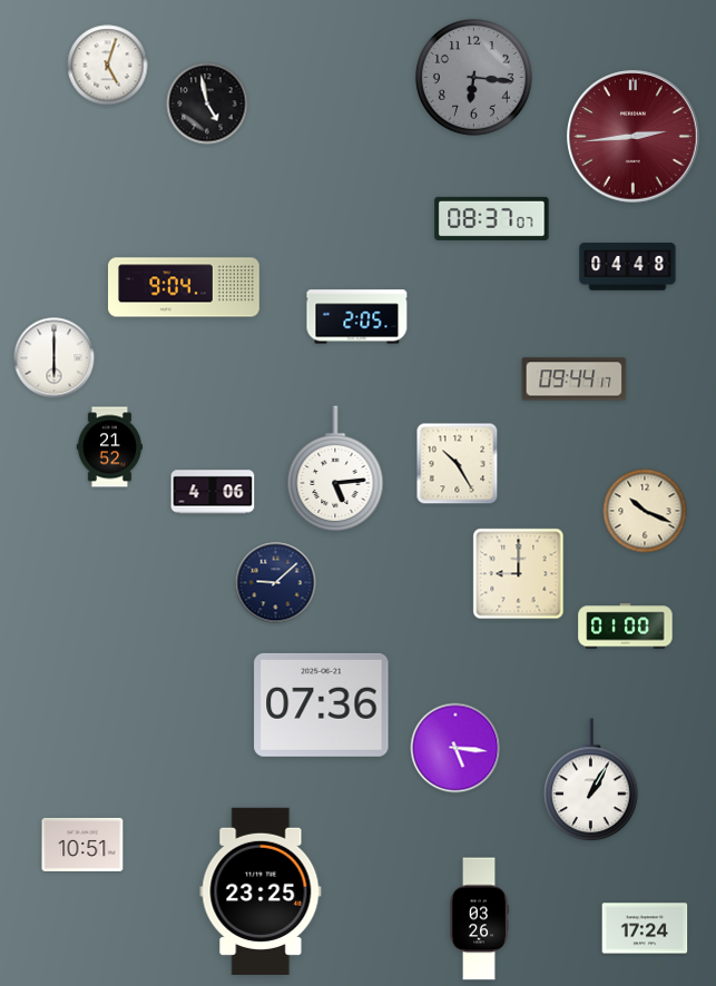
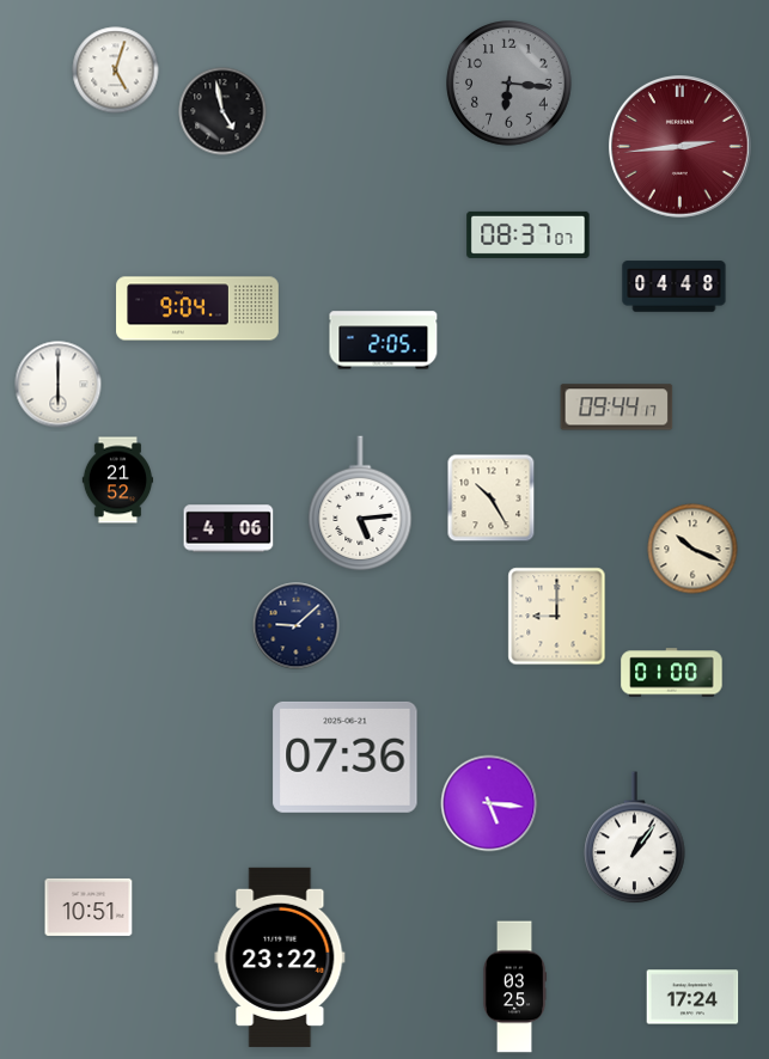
clock at (591, 780): 1:05 -> 1:06
clock at (261, 891): 23:25 -> 23:22
clock at (479, 919): 03:26 -> 03:25
